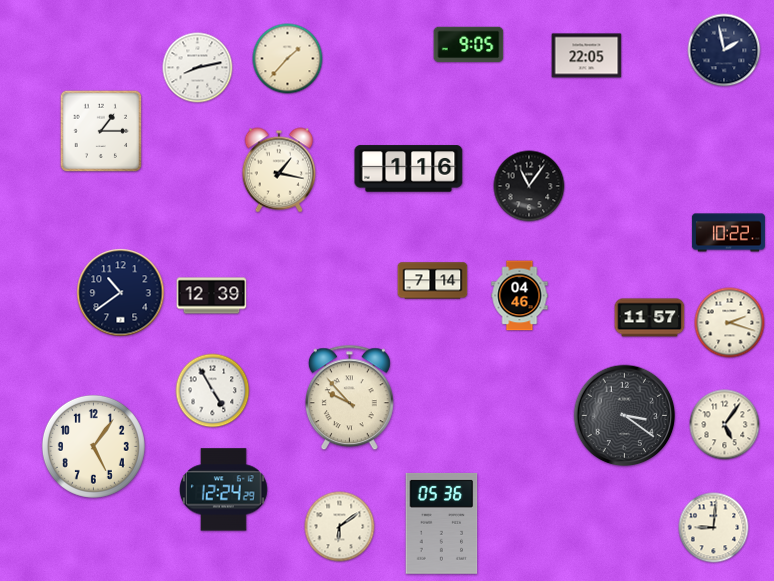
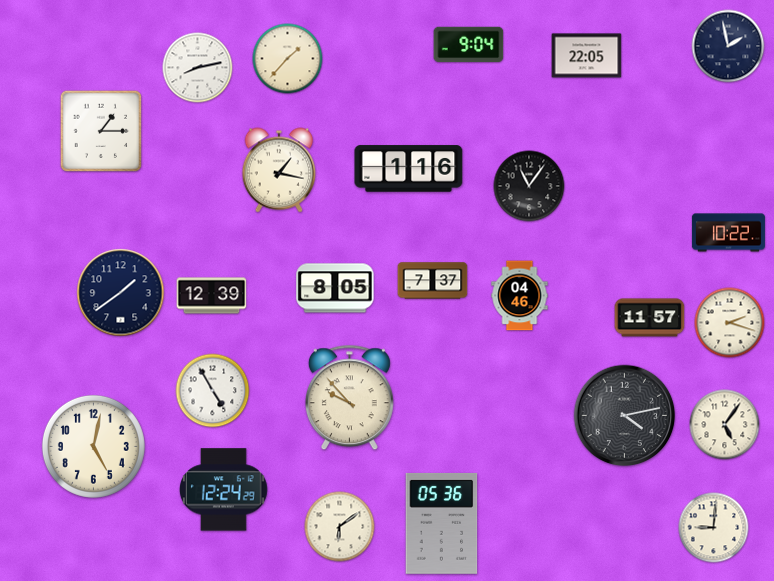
clock at (469, 45): 9:05 -> 9:04
clock at (724, 50) position: (724, 50) -> (728, 46)
clock at (433, 281): 7:14 -> 7:37
clock at (335, 288): none -> 8:05
clock at (121, 293): 10:39 -> 1:39
clock at (625, 416): 3:21 -> 4:13
clock at (93, 446): 5:06 -> 5:02
